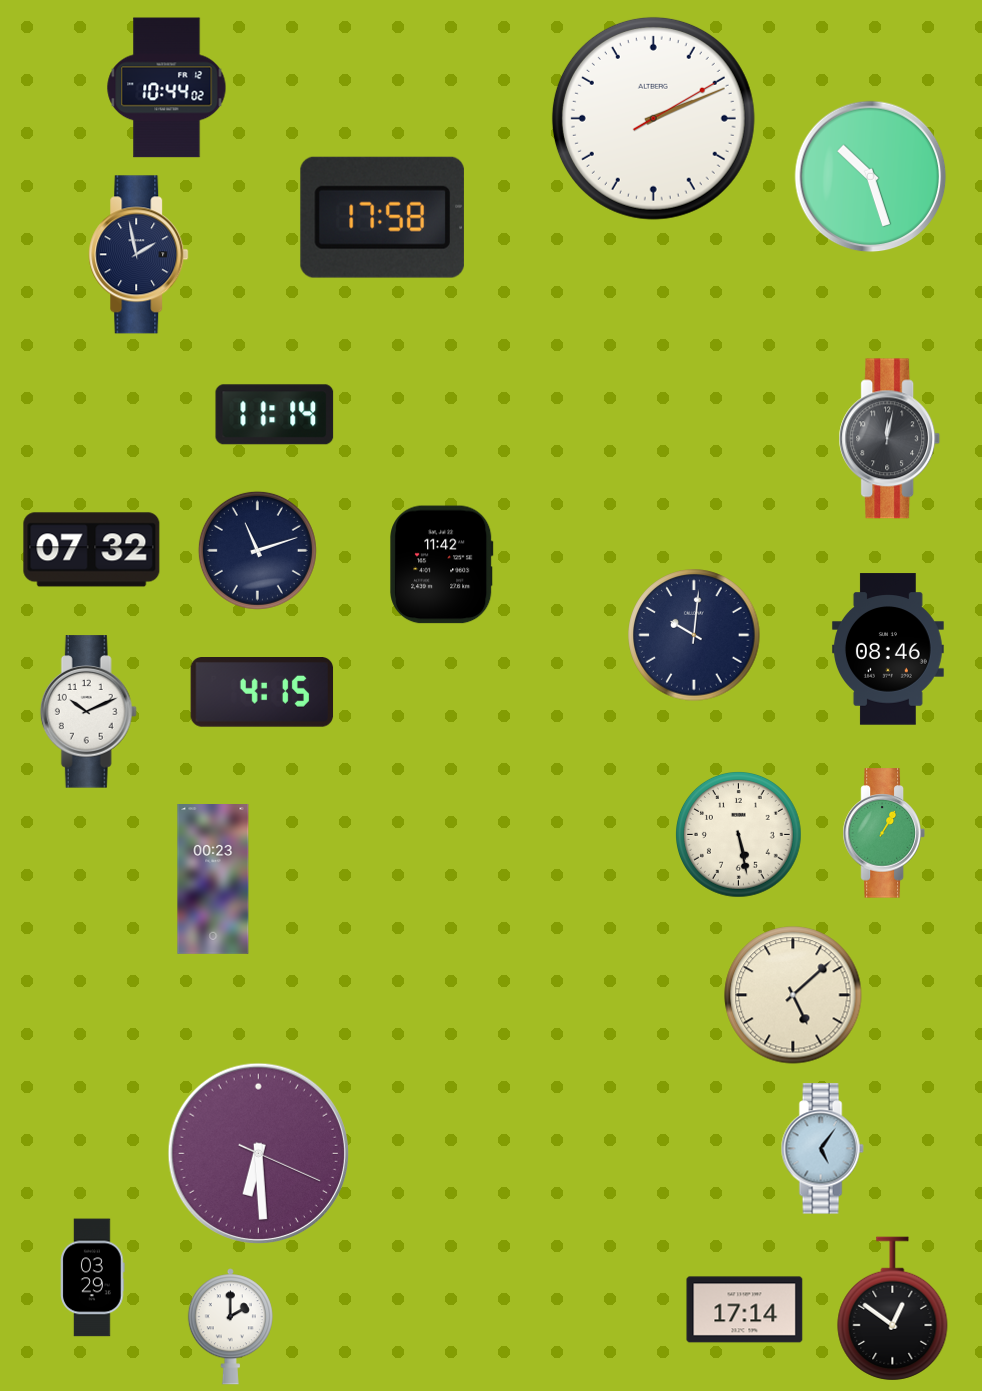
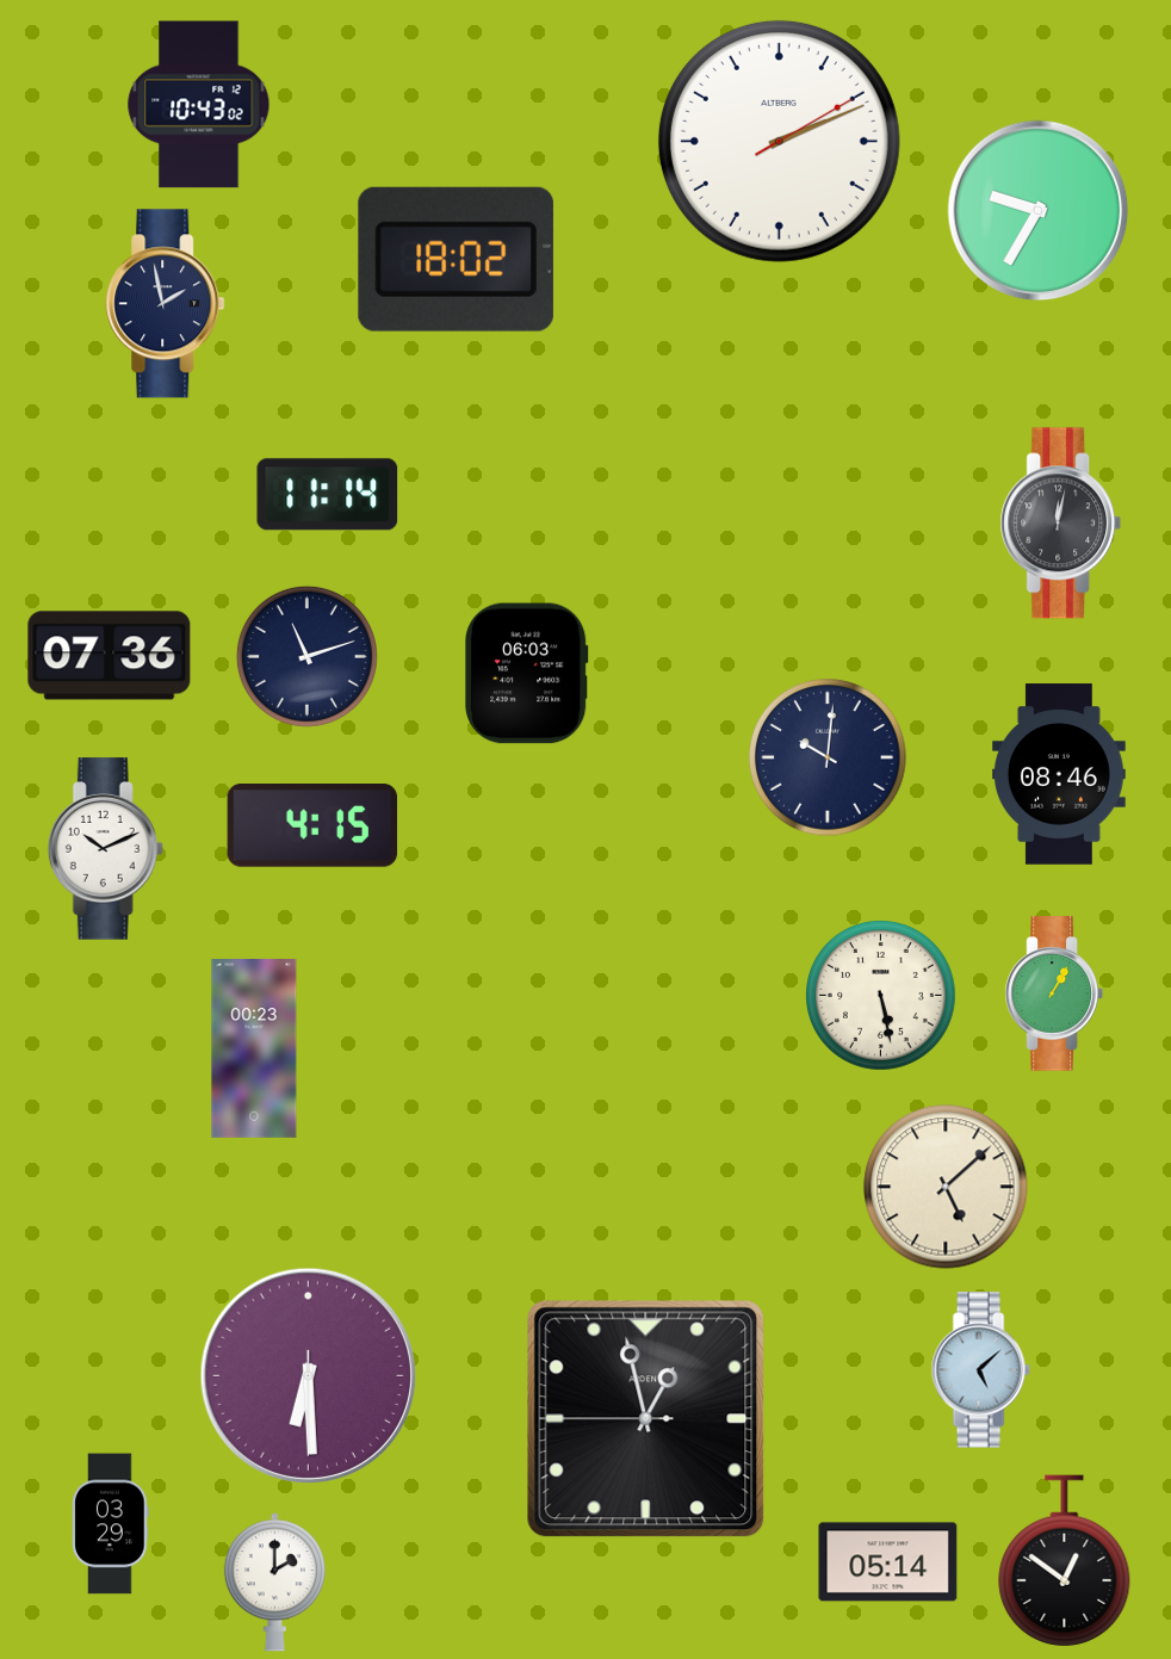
clock at (167, 88): 10:44 -> 10:43
clock at (871, 177): 10:27 -> 9:35
clock at (382, 217): 17:58 -> 18:02
clock at (92, 550): 07:32 -> 07:36
clock at (442, 565): 11:42 -> 06:03
clock at (822, 1149): 5:06 -> 5:08
clock at (258, 1153): 6:29:19 -> 6:29:30
clock at (646, 1419): none -> 12:57
clock at (745, 1310): 17:14 -> 05:14
